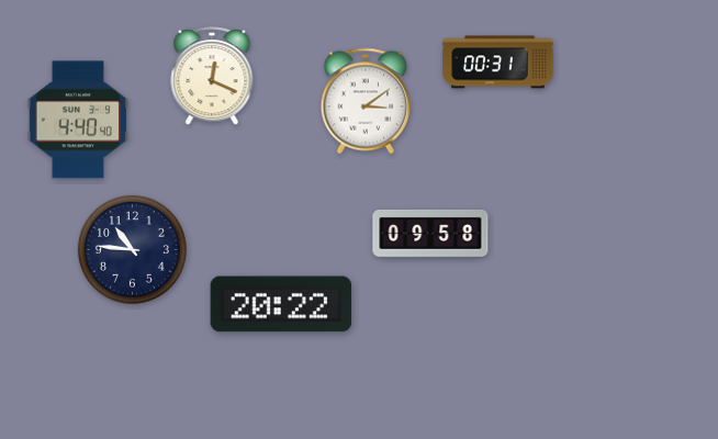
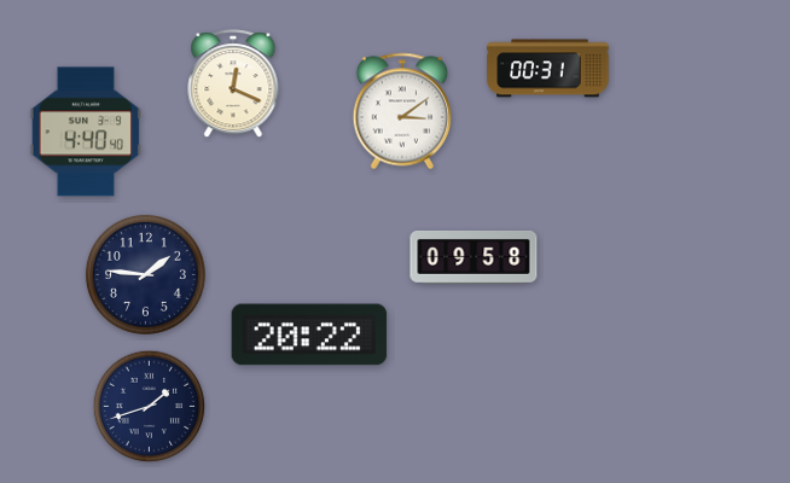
clock at (132, 249): 10:46 -> 1:46
clock at (150, 407): none -> 1:42
